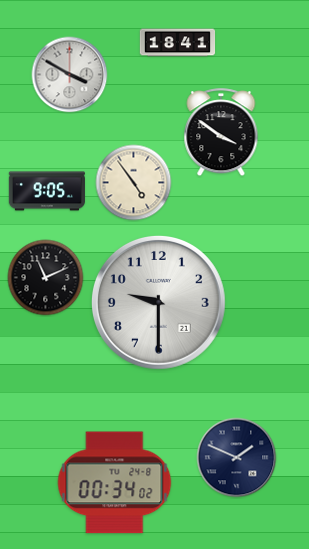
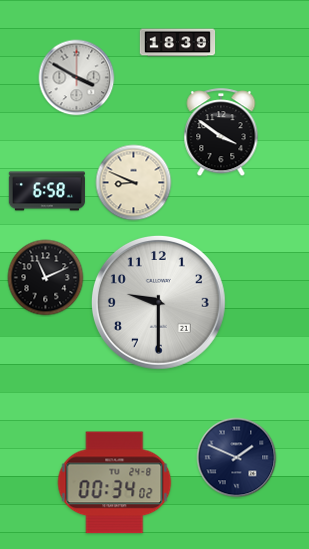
clock at (178, 43): 18:41 -> 18:39
clock at (70, 75) position: (70, 75) -> (77, 78)
clock at (134, 183): 4:54 -> 8:49
clock at (47, 191): 9:05 -> 6:58
